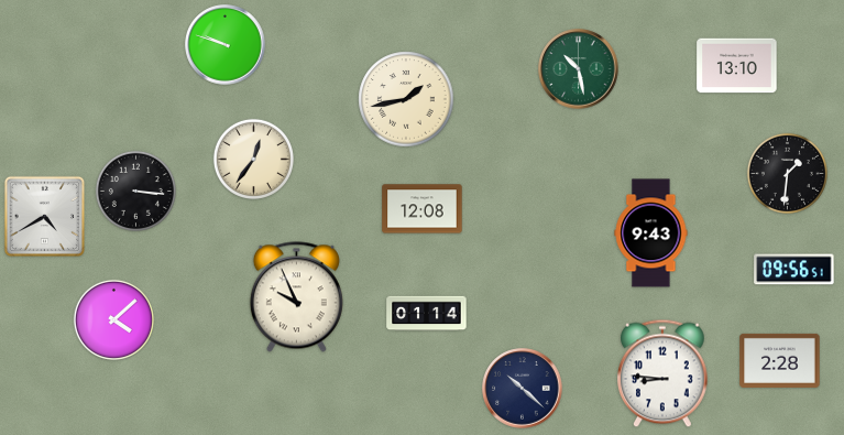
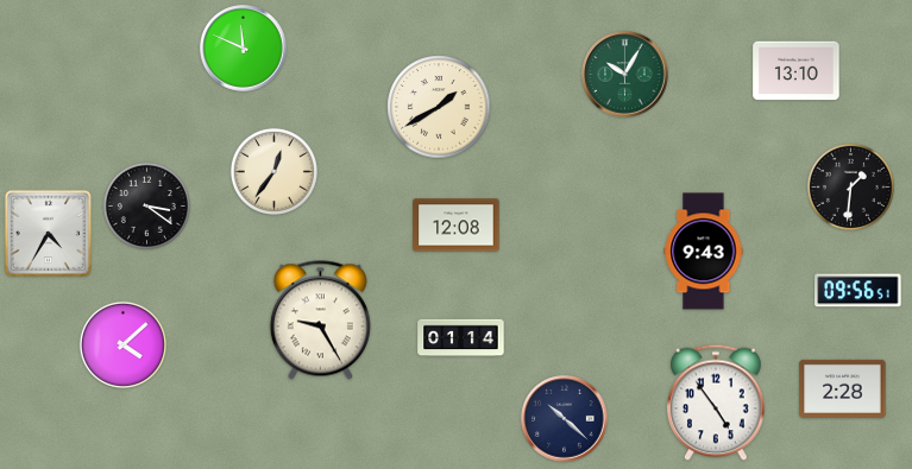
clock at (226, 45): 9:48 -> 11:49
clock at (579, 69): 10:28 -> 10:05
clock at (406, 99): 1:43 -> 1:40
clock at (135, 191): 3:16 -> 3:21
clock at (45, 217): 4:40 -> 4:35
clock at (296, 297): 9:56 -> 9:25
clock at (664, 373): 8:46 -> 4:54
